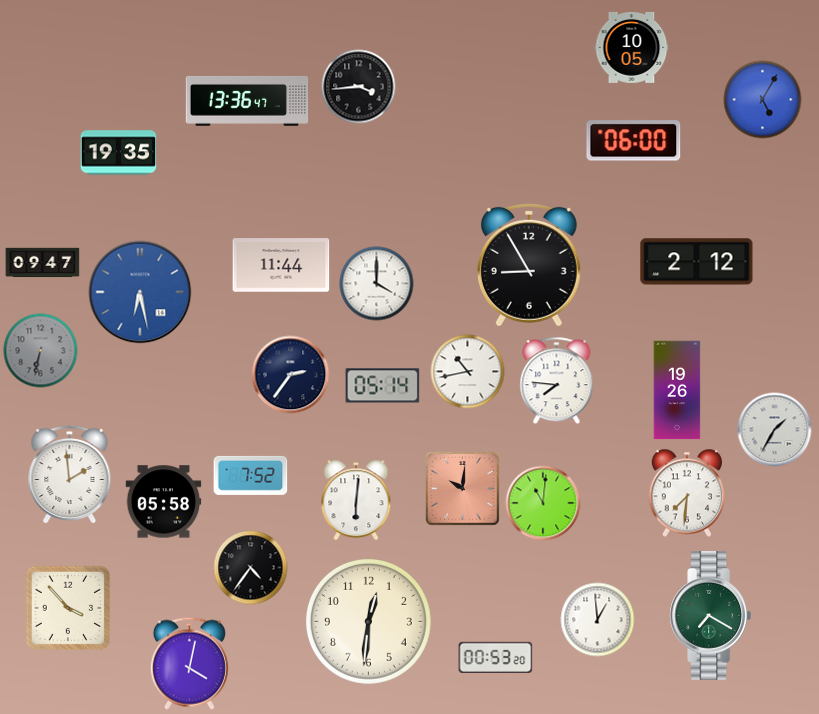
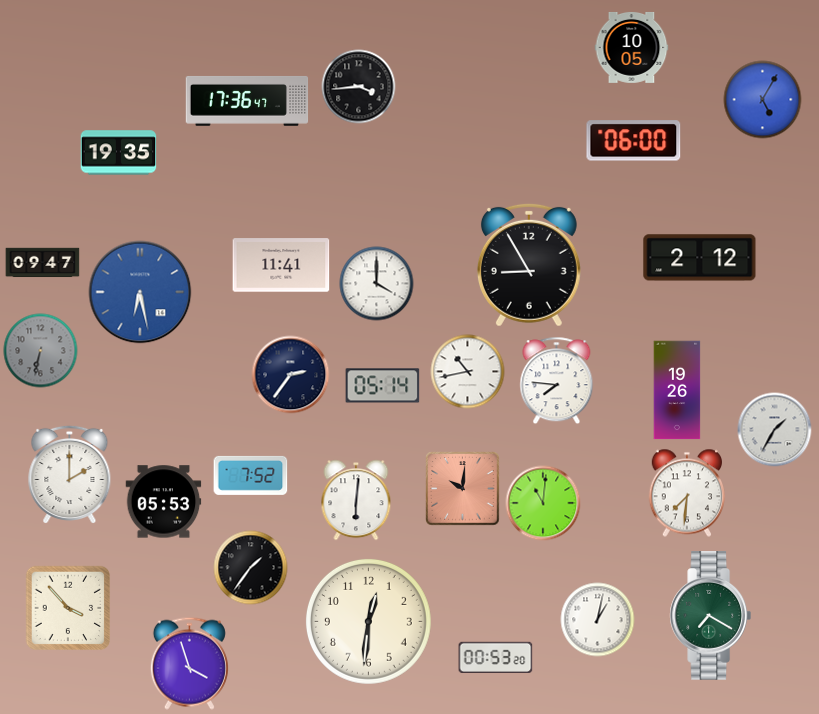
clock at (247, 101): 13:36 -> 17:36
clock at (697, 262) position: (697, 262) -> (700, 258)
clock at (281, 265): 11:44 -> 11:41
clock at (70, 474): 1:59 -> 2:00
clock at (164, 502): 05:58 -> 05:53
clock at (251, 568): 4:36 -> 1:36
clock at (598, 620): 12:59 -> 1:02
clock at (189, 663): 4:02 -> 3:57
